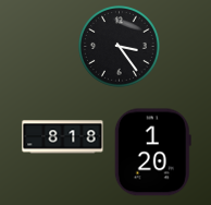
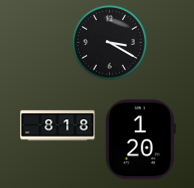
clock at (120, 47): 3:24 -> 3:20
